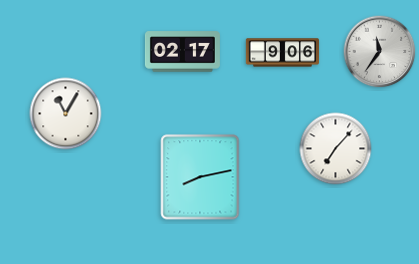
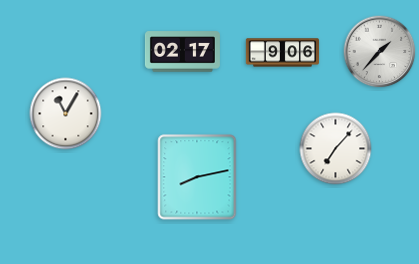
clock at (380, 52): 11:36 -> 1:37
clock at (200, 177) position: (200, 177) -> (197, 177)
